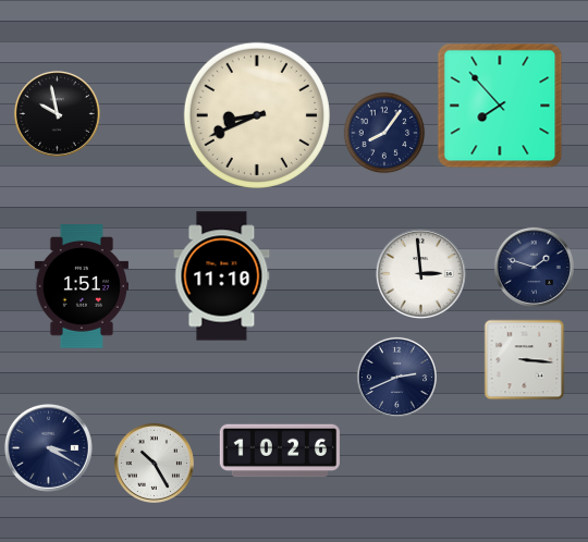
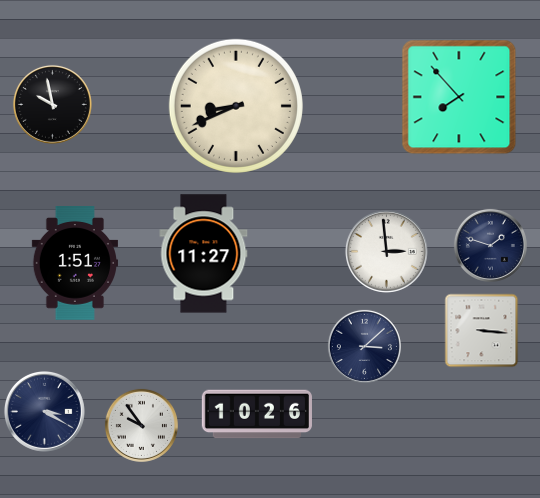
clock at (384, 133): 8:06 -> none
clock at (222, 276): 11:10 -> 11:27
clock at (396, 377): 2:41 -> 3:08
clock at (154, 463): 10:25 -> 9:54
